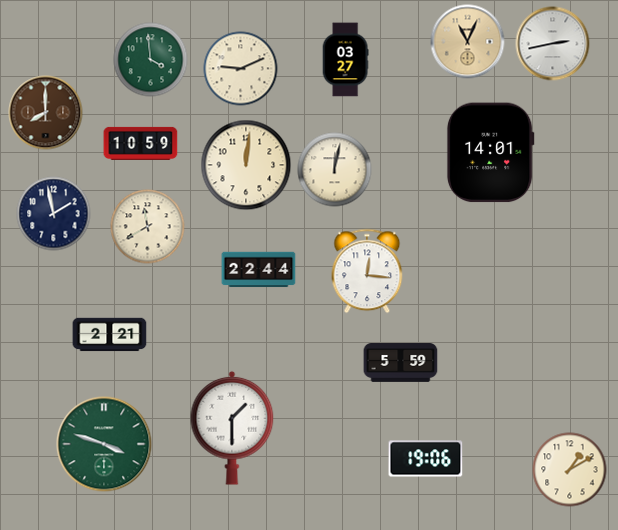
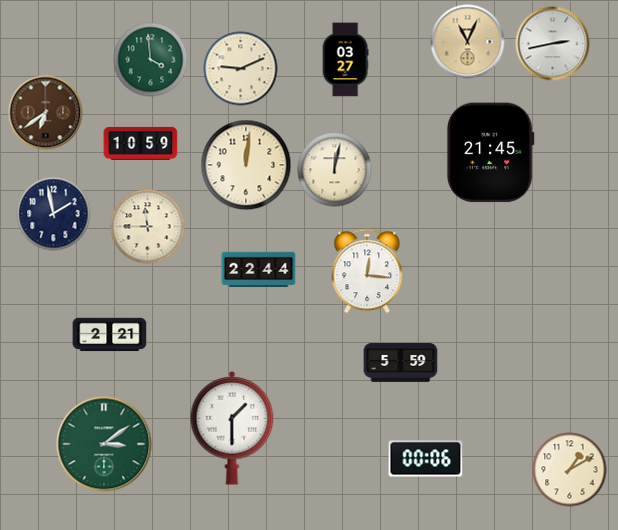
clock at (46, 113): 8:00 -> 6:39
clock at (490, 153): 14:01 -> 21:45
clock at (148, 227): 11:40 -> 11:45
clock at (104, 444): 3:48 -> 3:09
clock at (426, 459): 19:06 -> 00:06
